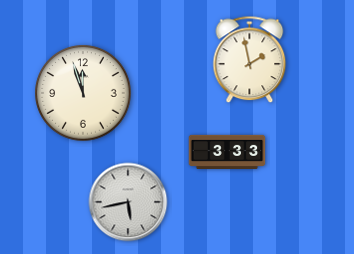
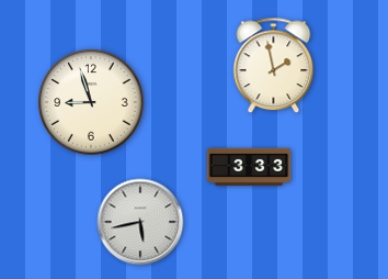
clock at (83, 93): 11:57 -> 8:57
